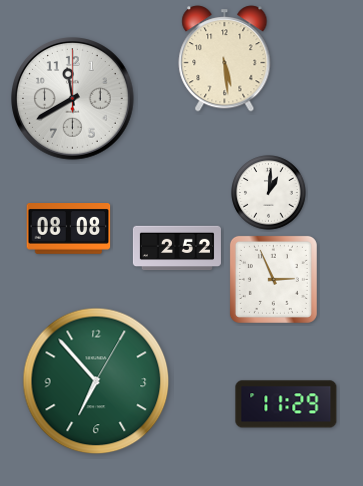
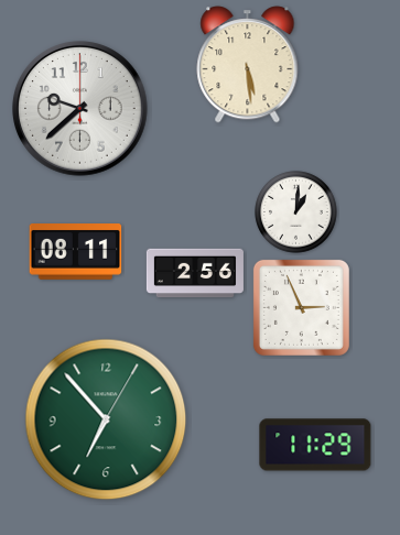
clock at (73, 99): 11:40 -> 9:38
clock at (69, 229): 08:08 -> 08:11
clock at (177, 248): 2:52 -> 2:56
